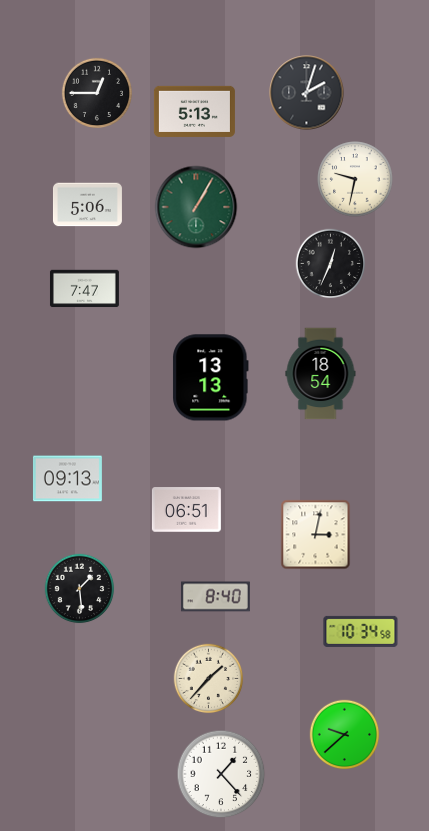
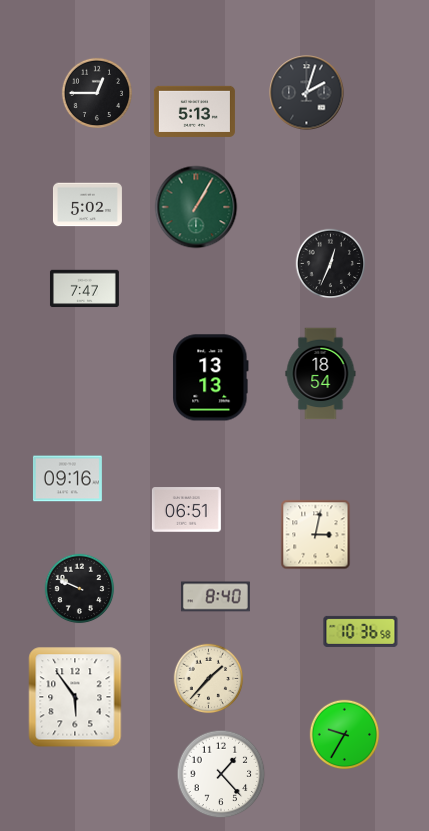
clock at (355, 179): 9:32 -> none
clock at (87, 205): 5:06 -> 5:02
clock at (67, 479): 09:13 -> 09:16
clock at (80, 589): 1:29 -> 9:49
clock at (361, 631): 10:34 -> 10:36
clock at (75, 697): none -> 5:54
clock at (345, 735): 9:38 -> 9:35
